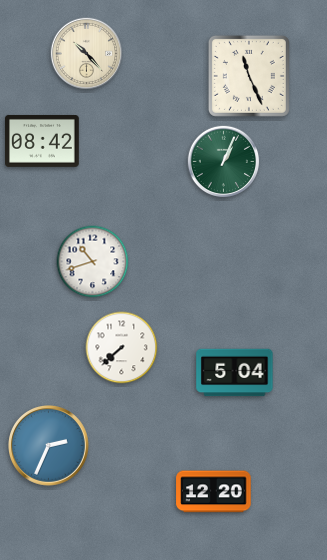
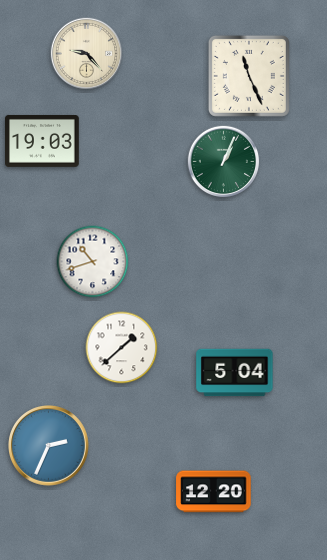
clock at (86, 53): 10:23 -> 9:23
clock at (43, 141): 08:42 -> 19:03
clock at (122, 348): 7:38 -> 1:38
